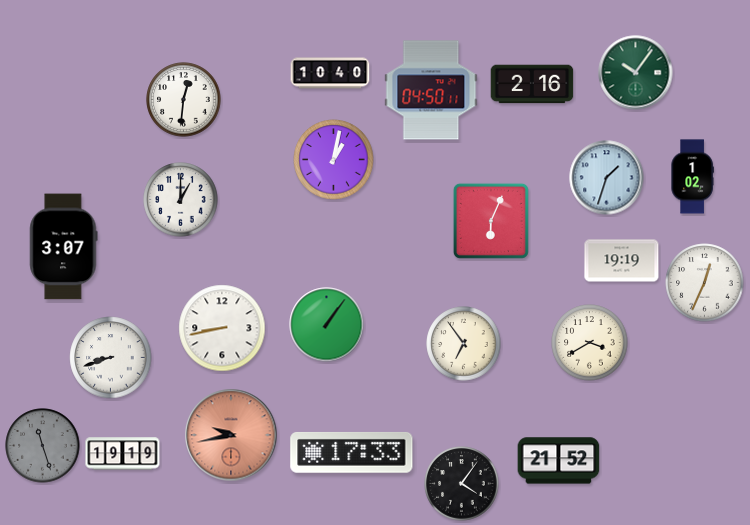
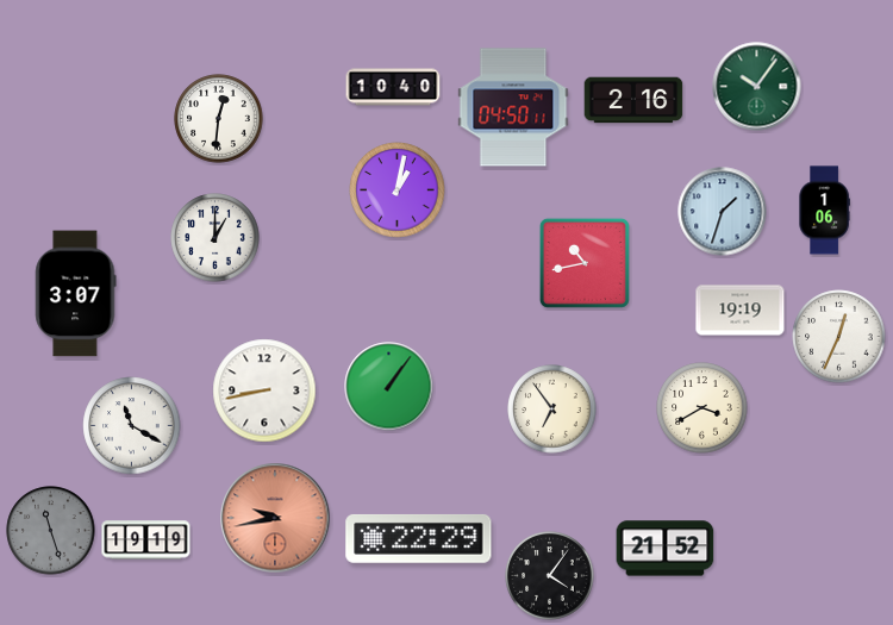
clock at (692, 177): 1:02 -> 1:06
clock at (491, 221): 6:04 -> 10:43
clock at (111, 358): 8:42 -> 11:20
clock at (352, 453): 17:33 -> 22:29
